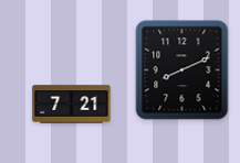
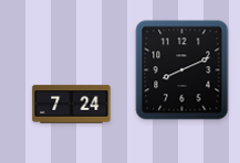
clock at (72, 105): 7:21 -> 7:24
